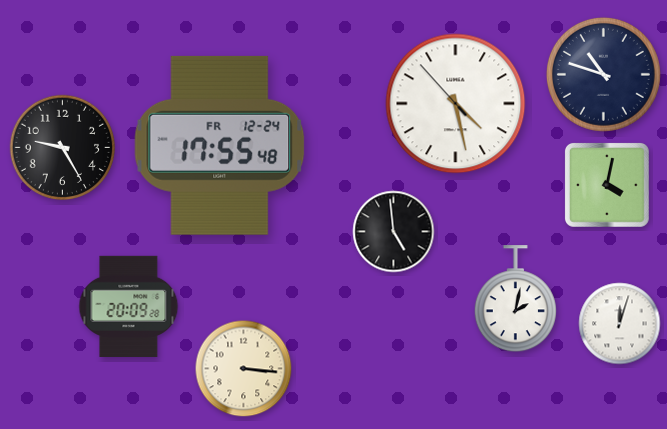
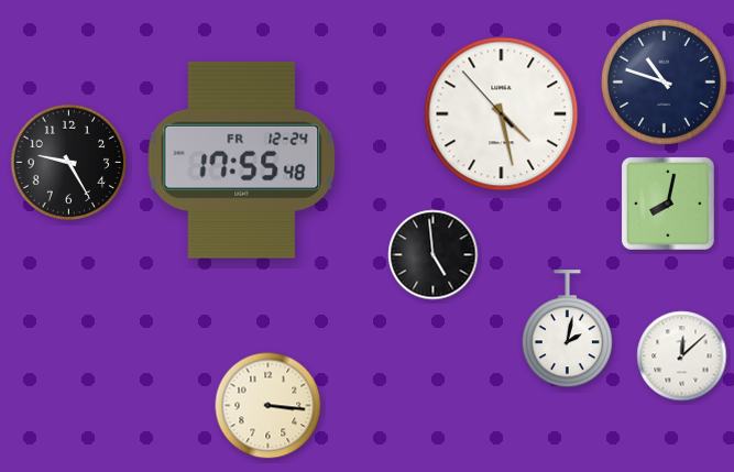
clock at (607, 185): 4:02 -> 8:02
clock at (129, 306): 20:09 -> none
clock at (620, 324): 12:03 -> 12:08
